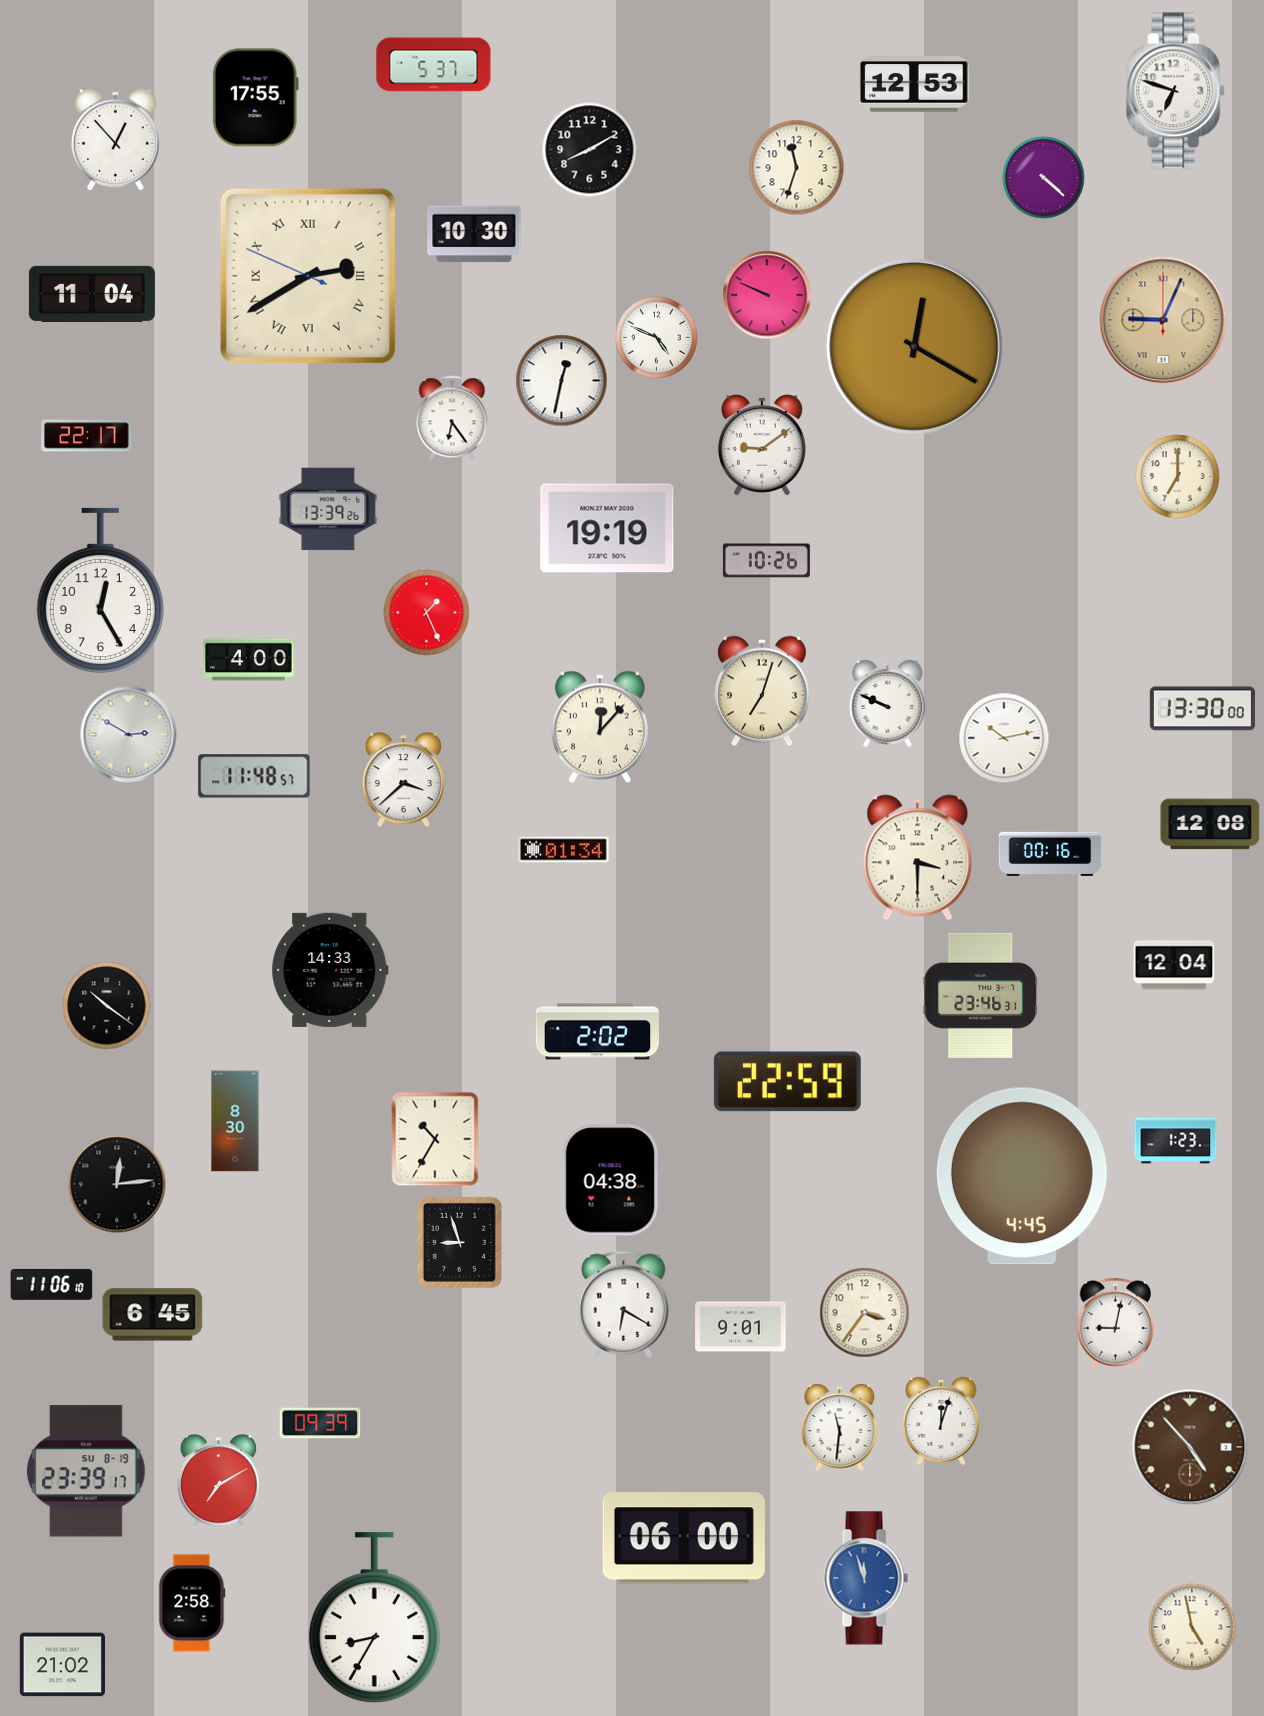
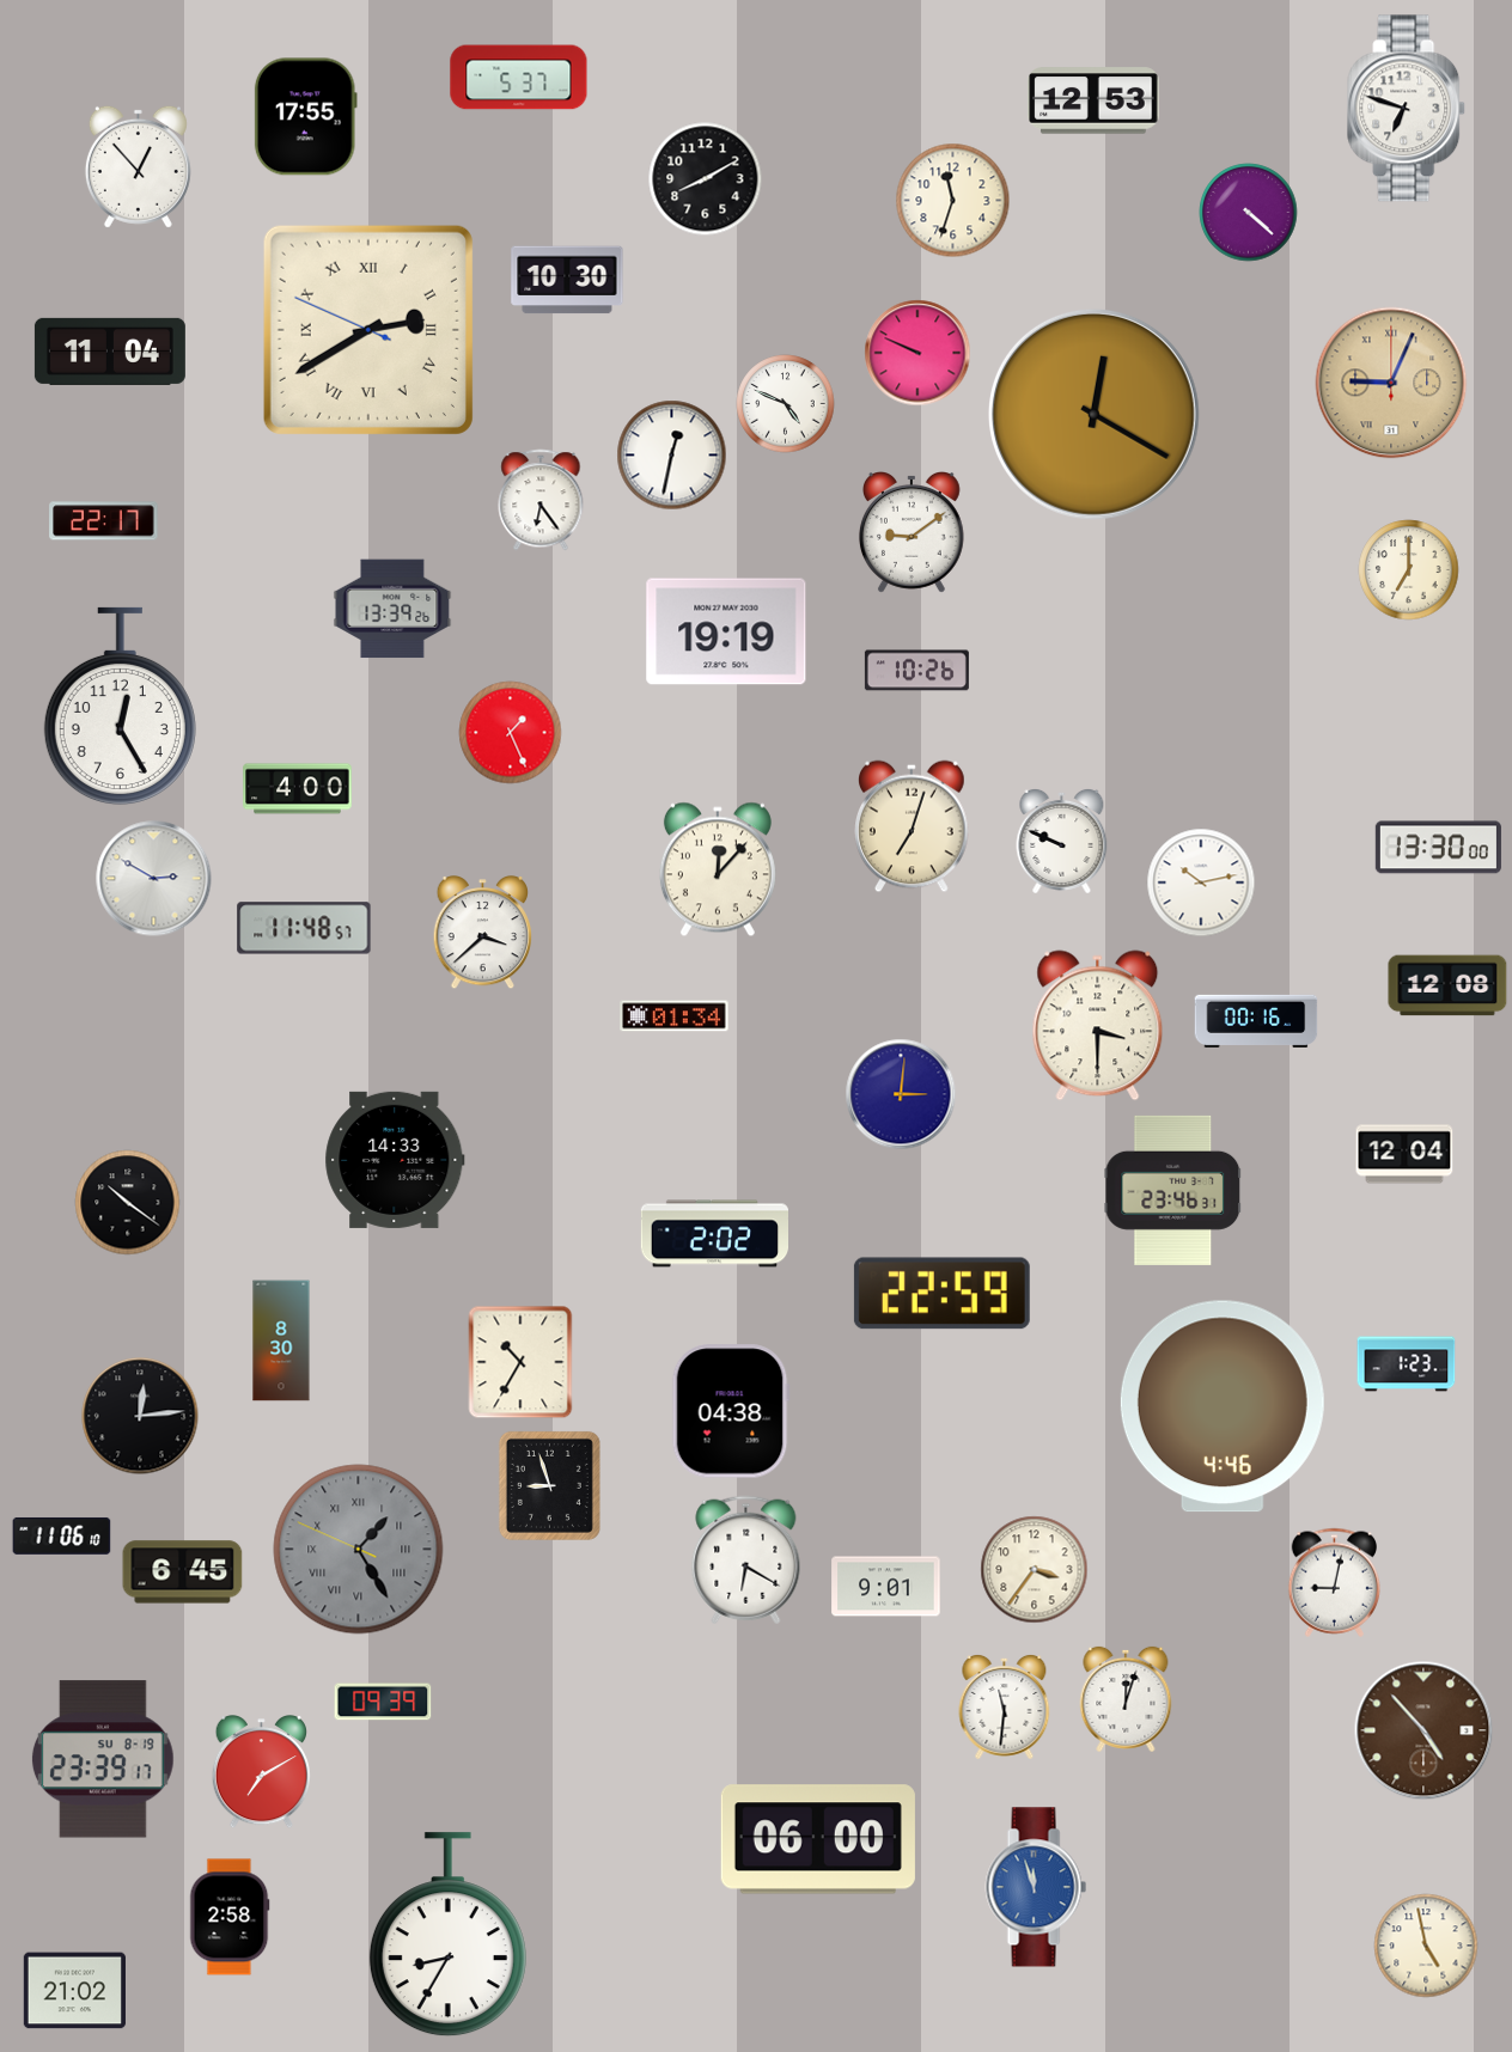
clock at (901, 1094): none -> 3:01
clock at (1022, 1176): 4:45 -> 4:46
clock at (359, 1550): none -> 1:24
